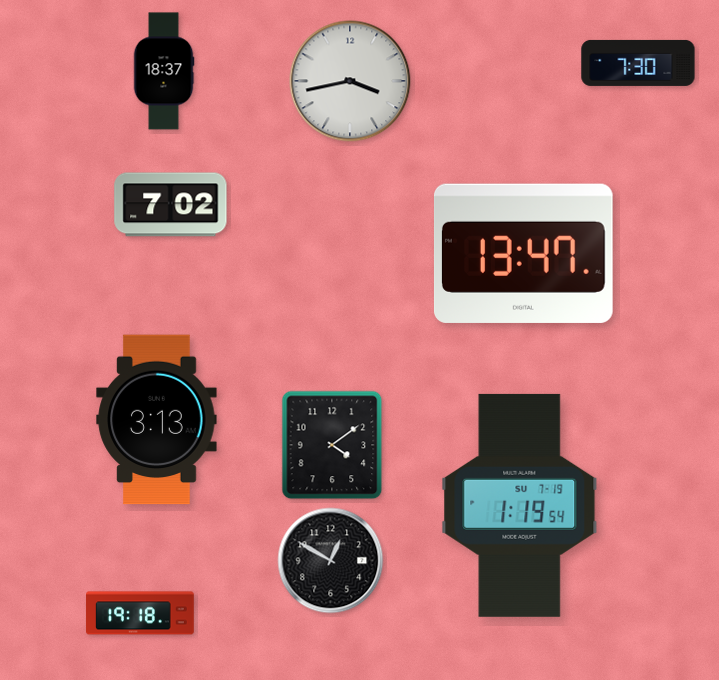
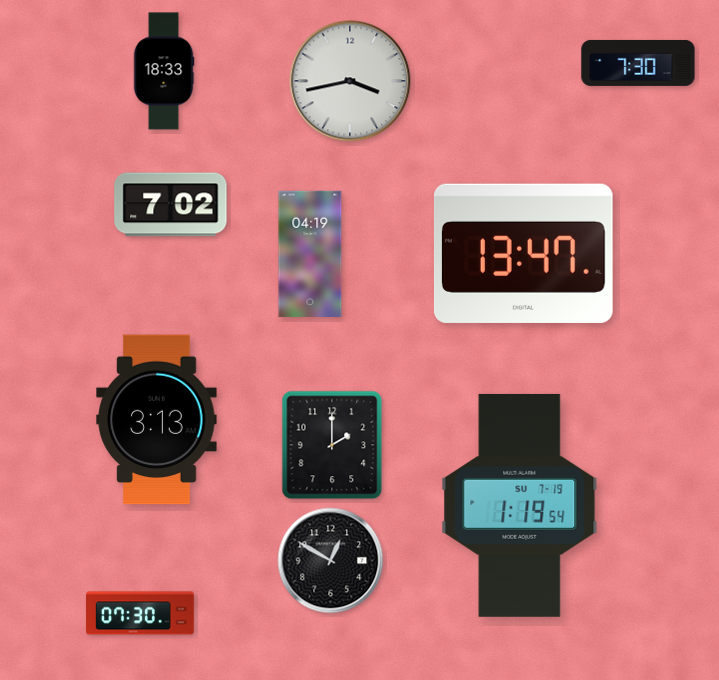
clock at (164, 71): 18:37 -> 18:33
clock at (310, 254): none -> 04:19
clock at (332, 445): 4:09 -> 2:00
clock at (140, 613): 19:18 -> 07:30
